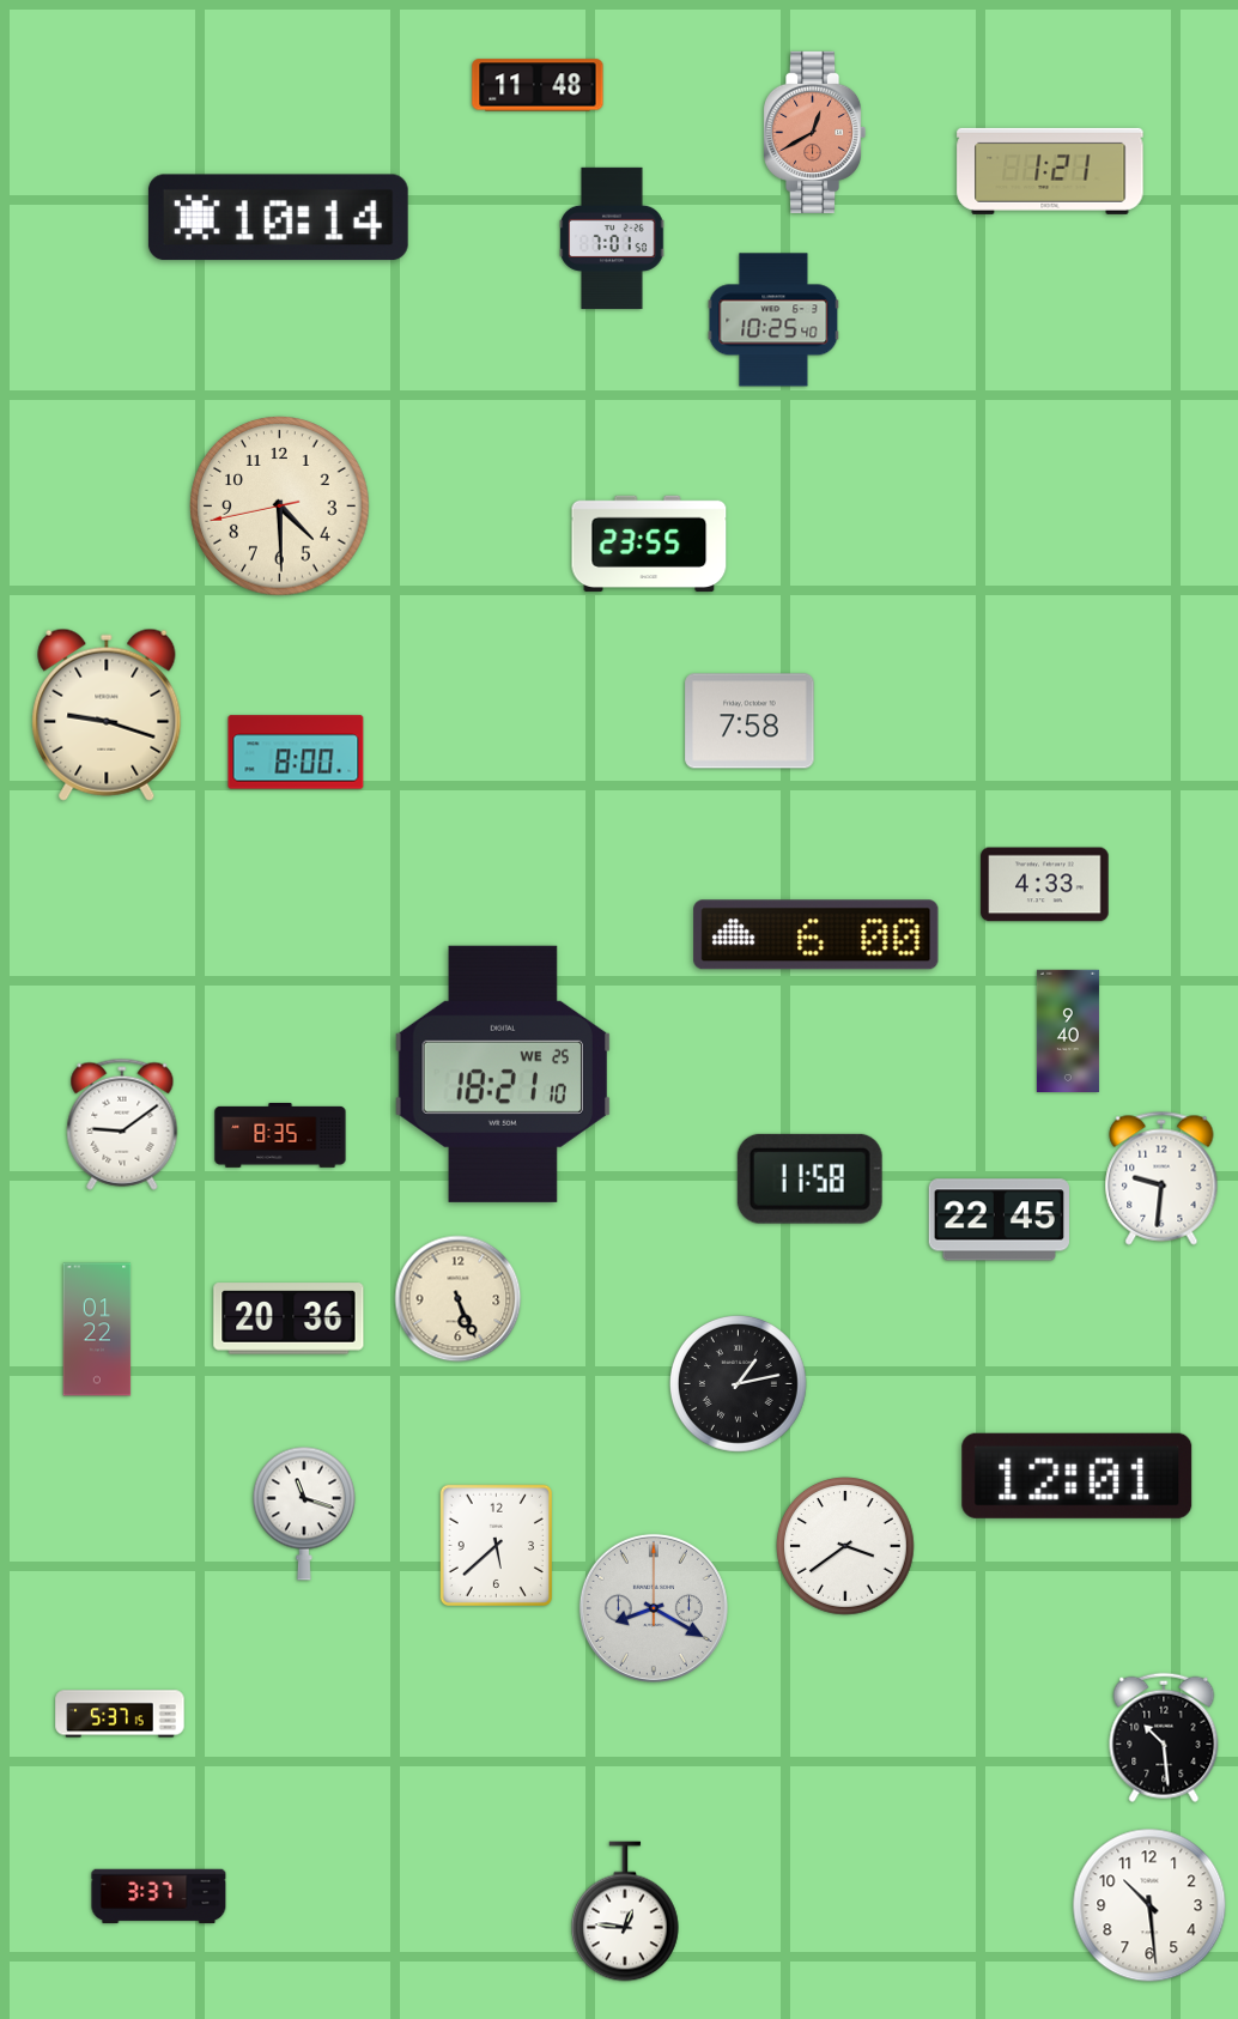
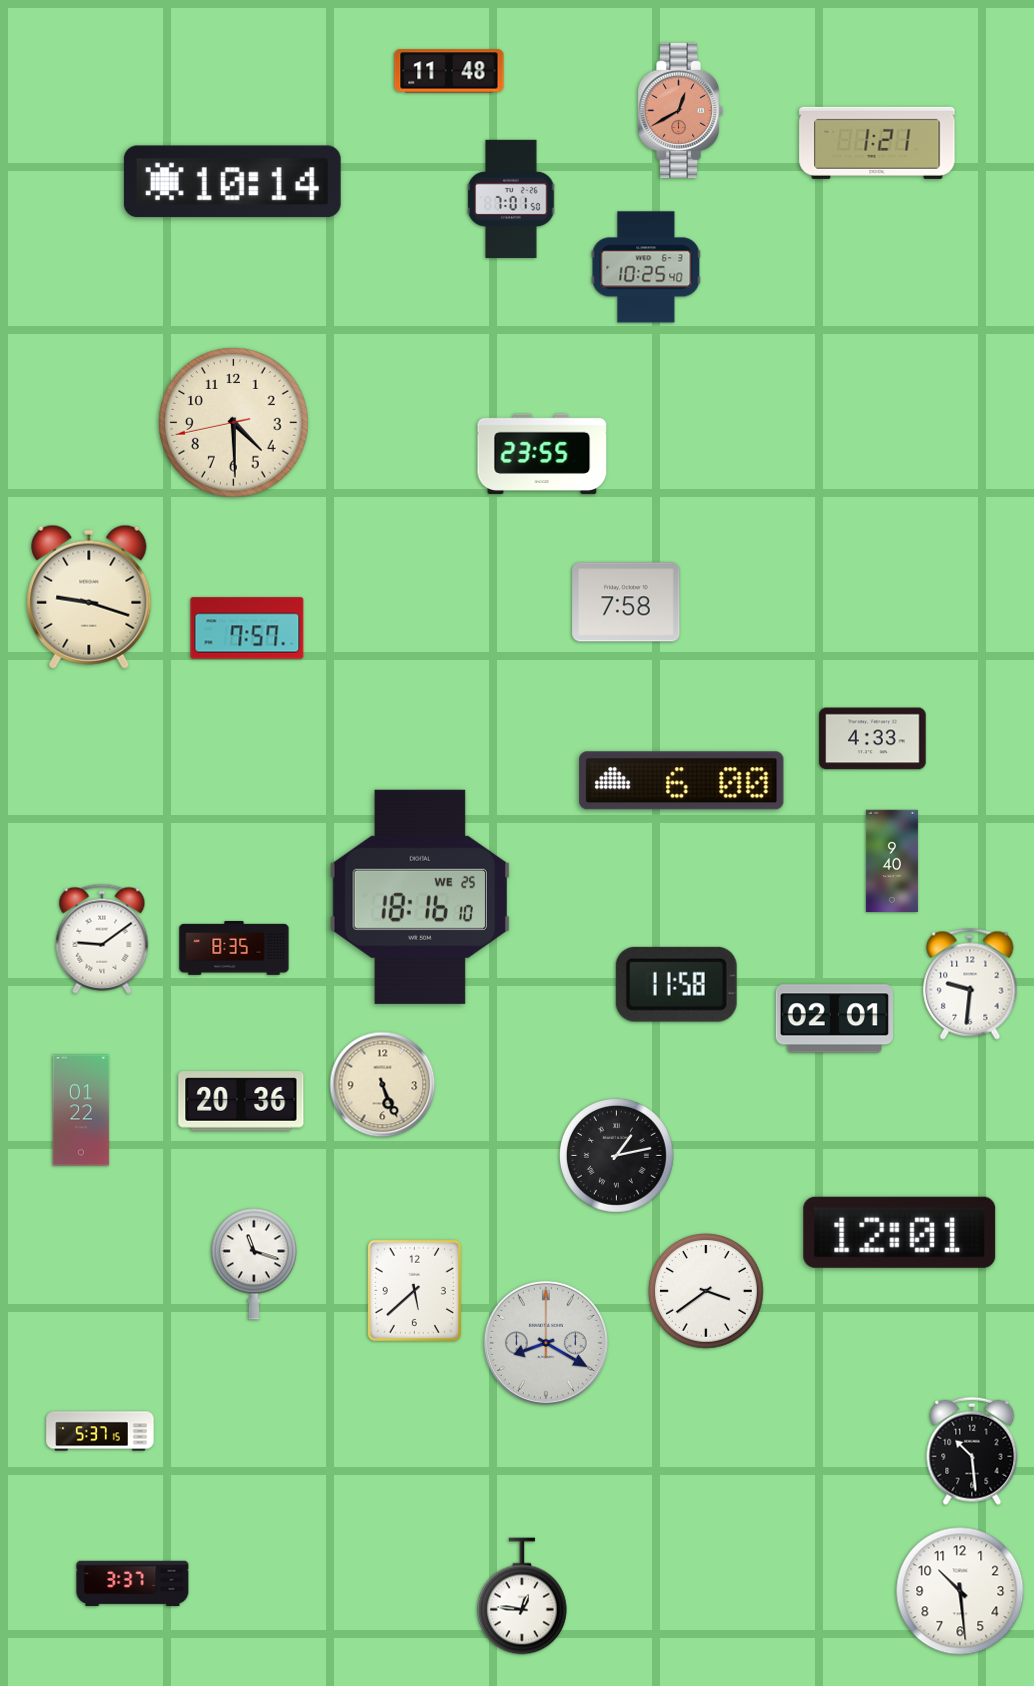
clock at (296, 752): 8:00 -> 7:57
clock at (502, 1074): 18:21 -> 18:16
clock at (999, 1220): 22:45 -> 02:01
